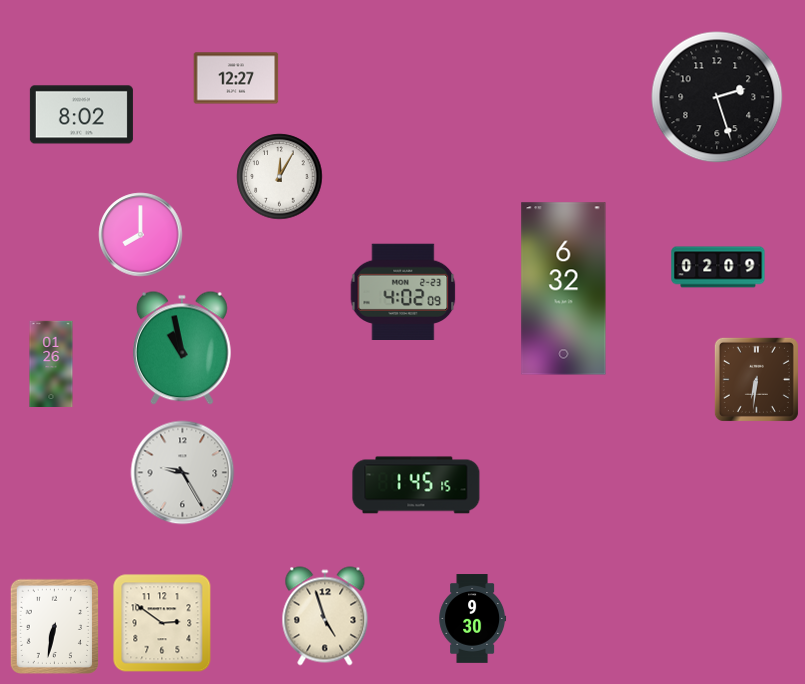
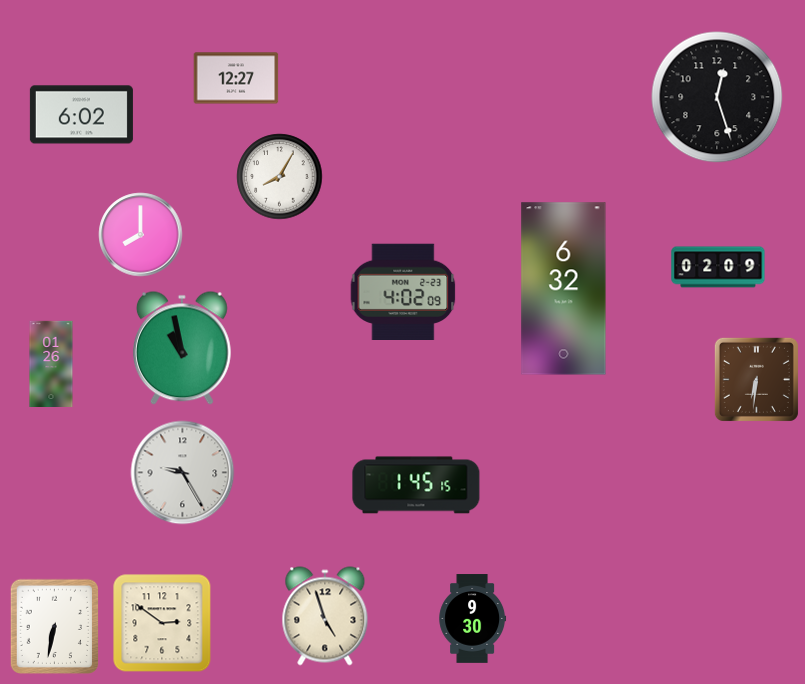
clock at (717, 97): 2:27 -> 12:27
clock at (81, 115): 8:02 -> 6:02
clock at (280, 177): 12:05 -> 8:05
